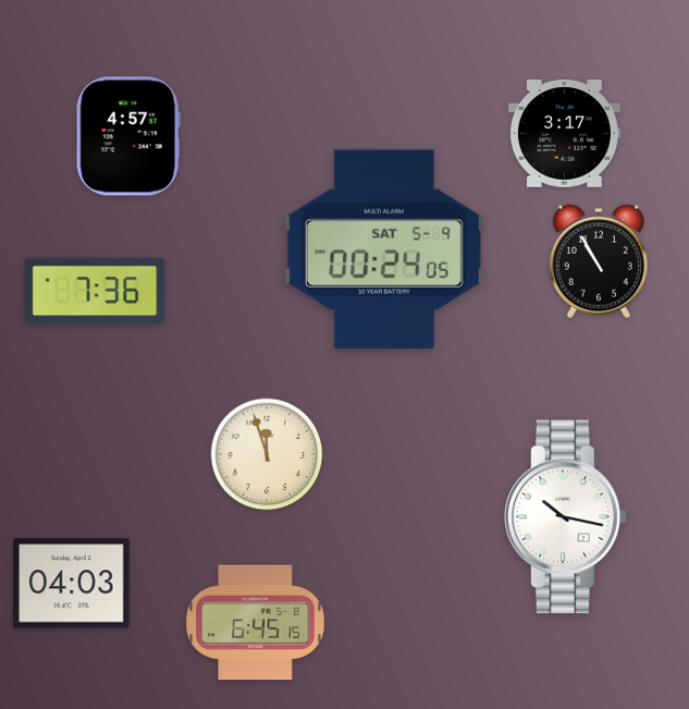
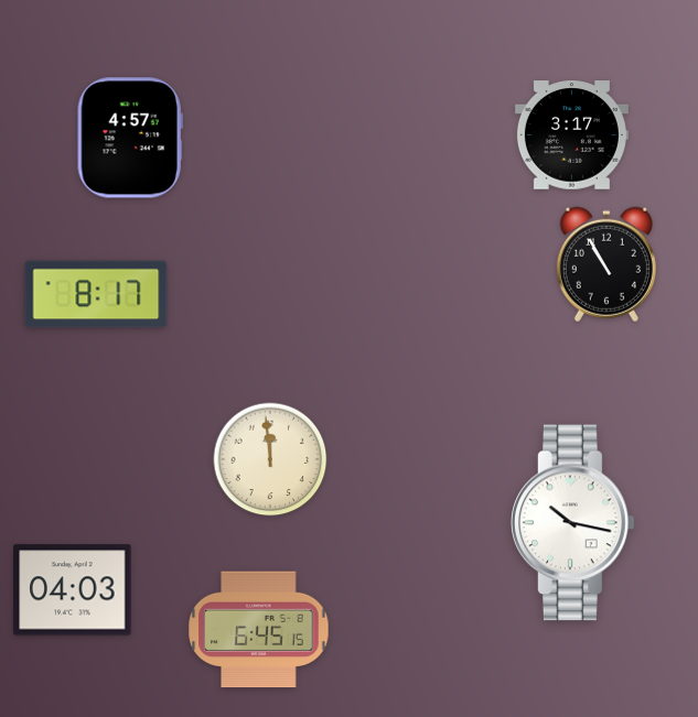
clock at (384, 248): 00:24 -> none
clock at (95, 291): 7:36 -> 8:17
clock at (267, 454): 11:57 -> 11:59
